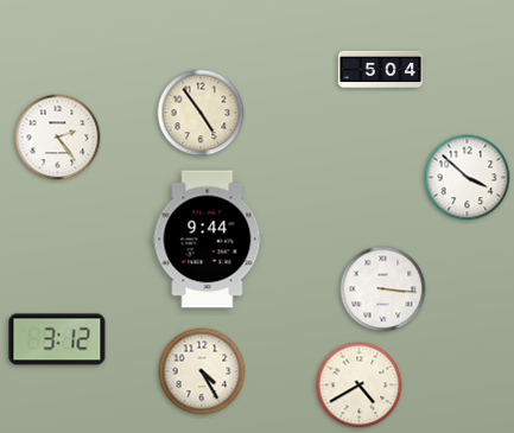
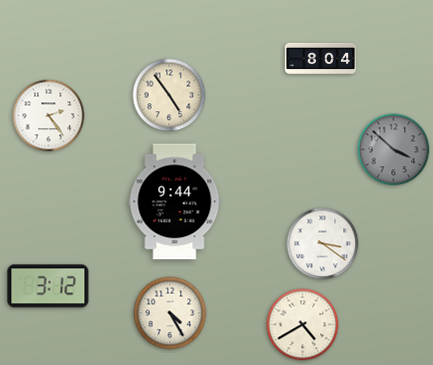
clock at (381, 69): 5:04 -> 8:04
clock at (468, 178) dial: white -> grey
clock at (383, 289): 3:16 -> 3:21
